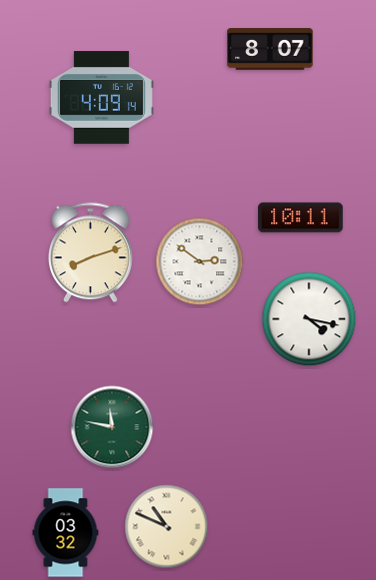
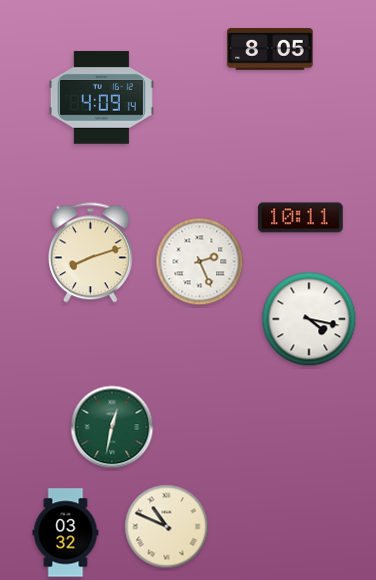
clock at (270, 49): 8:07 -> 8:05
clock at (200, 262): 2:51 -> 2:26
clock at (112, 427): 11:47 -> 12:32
